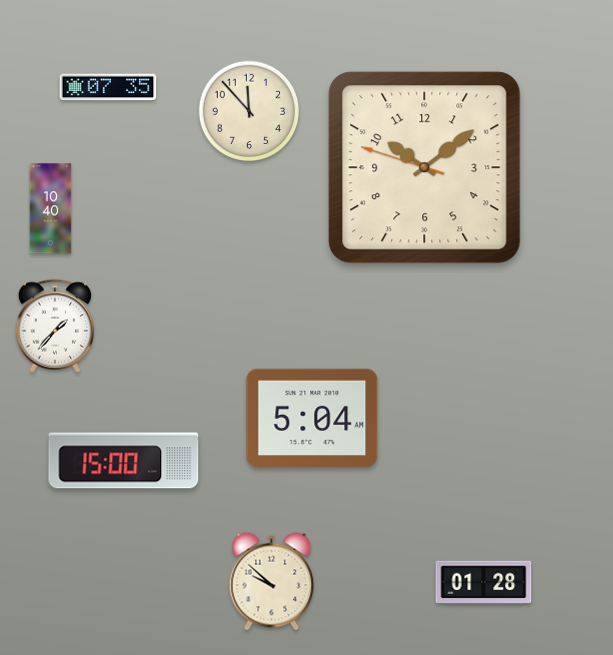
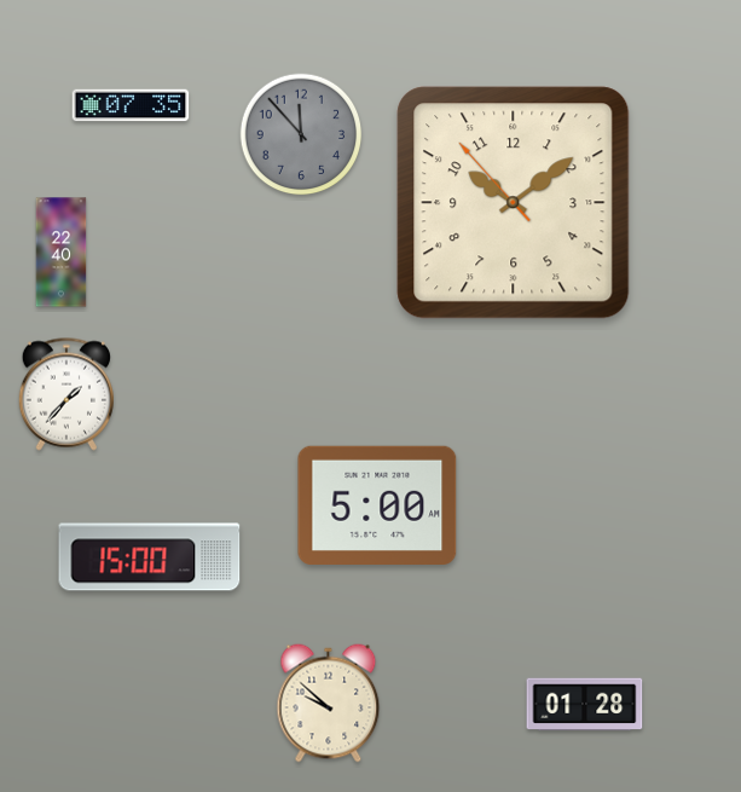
clock at (249, 111) dial: cream -> grey
clock at (425, 168): 10:08:48 -> 10:08:53
clock at (51, 209): 10:40 -> 22:40
clock at (312, 417): 5:04 -> 5:00
